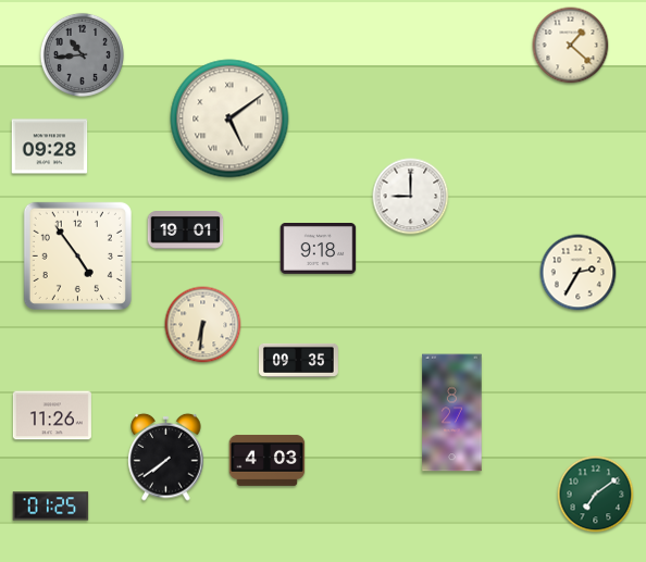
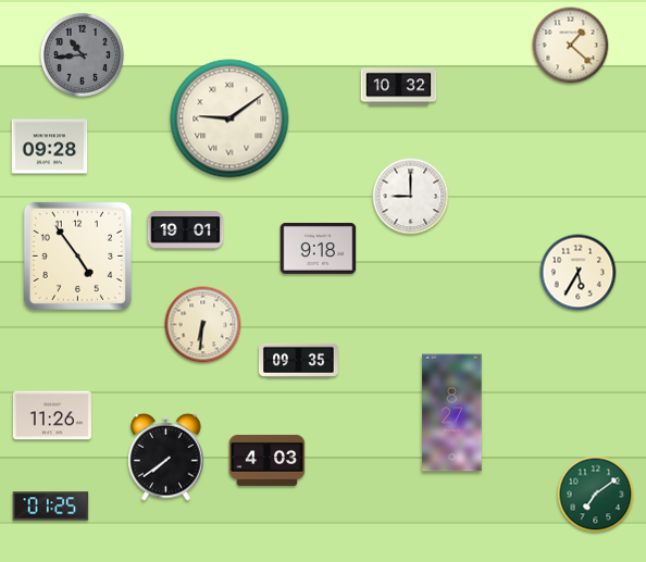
clock at (399, 87): none -> 10:32
clock at (229, 118): 5:09 -> 9:09
clock at (579, 273): 2:35 -> 5:35
